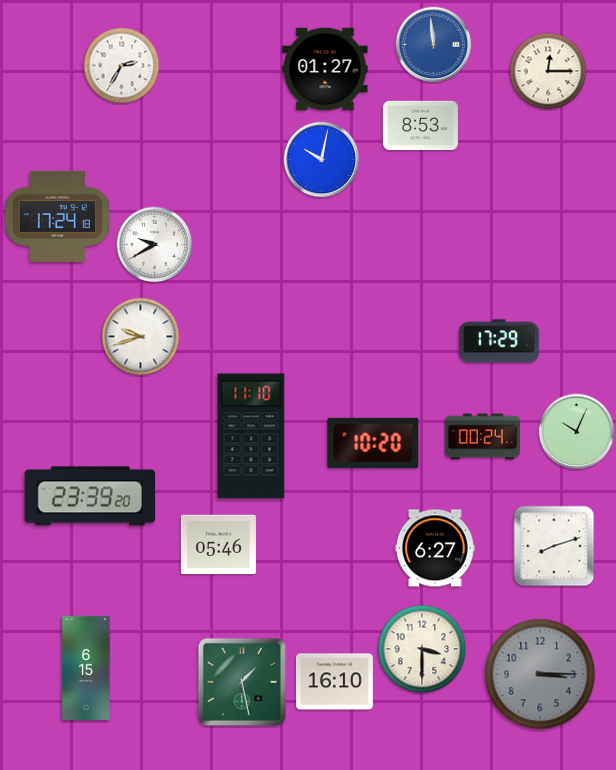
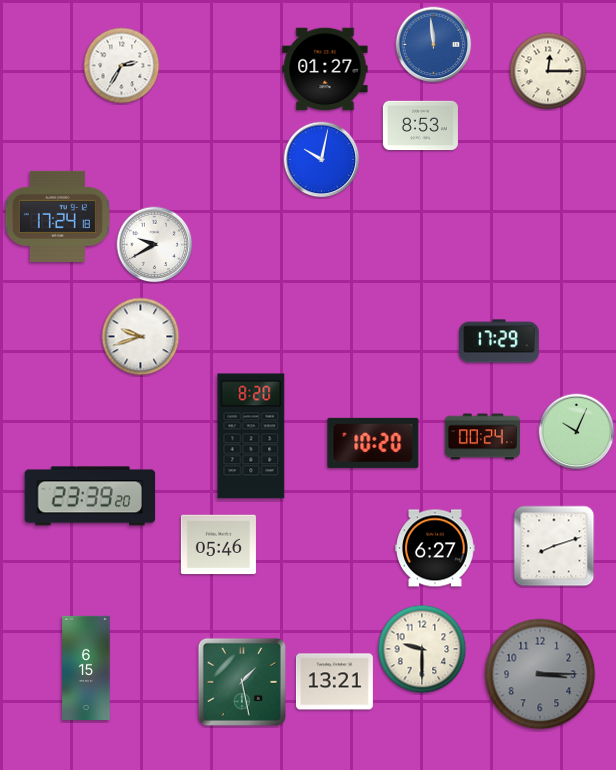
clock at (251, 436): 11:10 -> 8:20
clock at (422, 649): 3:30 -> 9:30
clock at (334, 682): 16:10 -> 13:21
